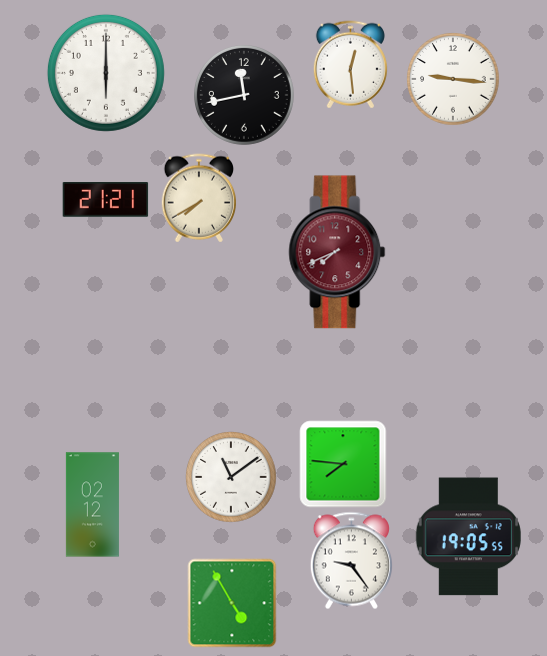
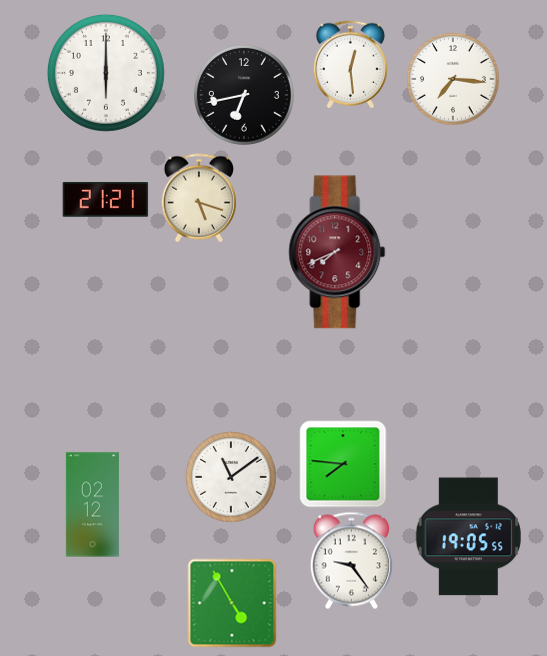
clock at (453, 79): 9:16 -> 7:16
clock at (245, 96): 11:43 -> 6:43
clock at (199, 198): 7:40 -> 5:18
